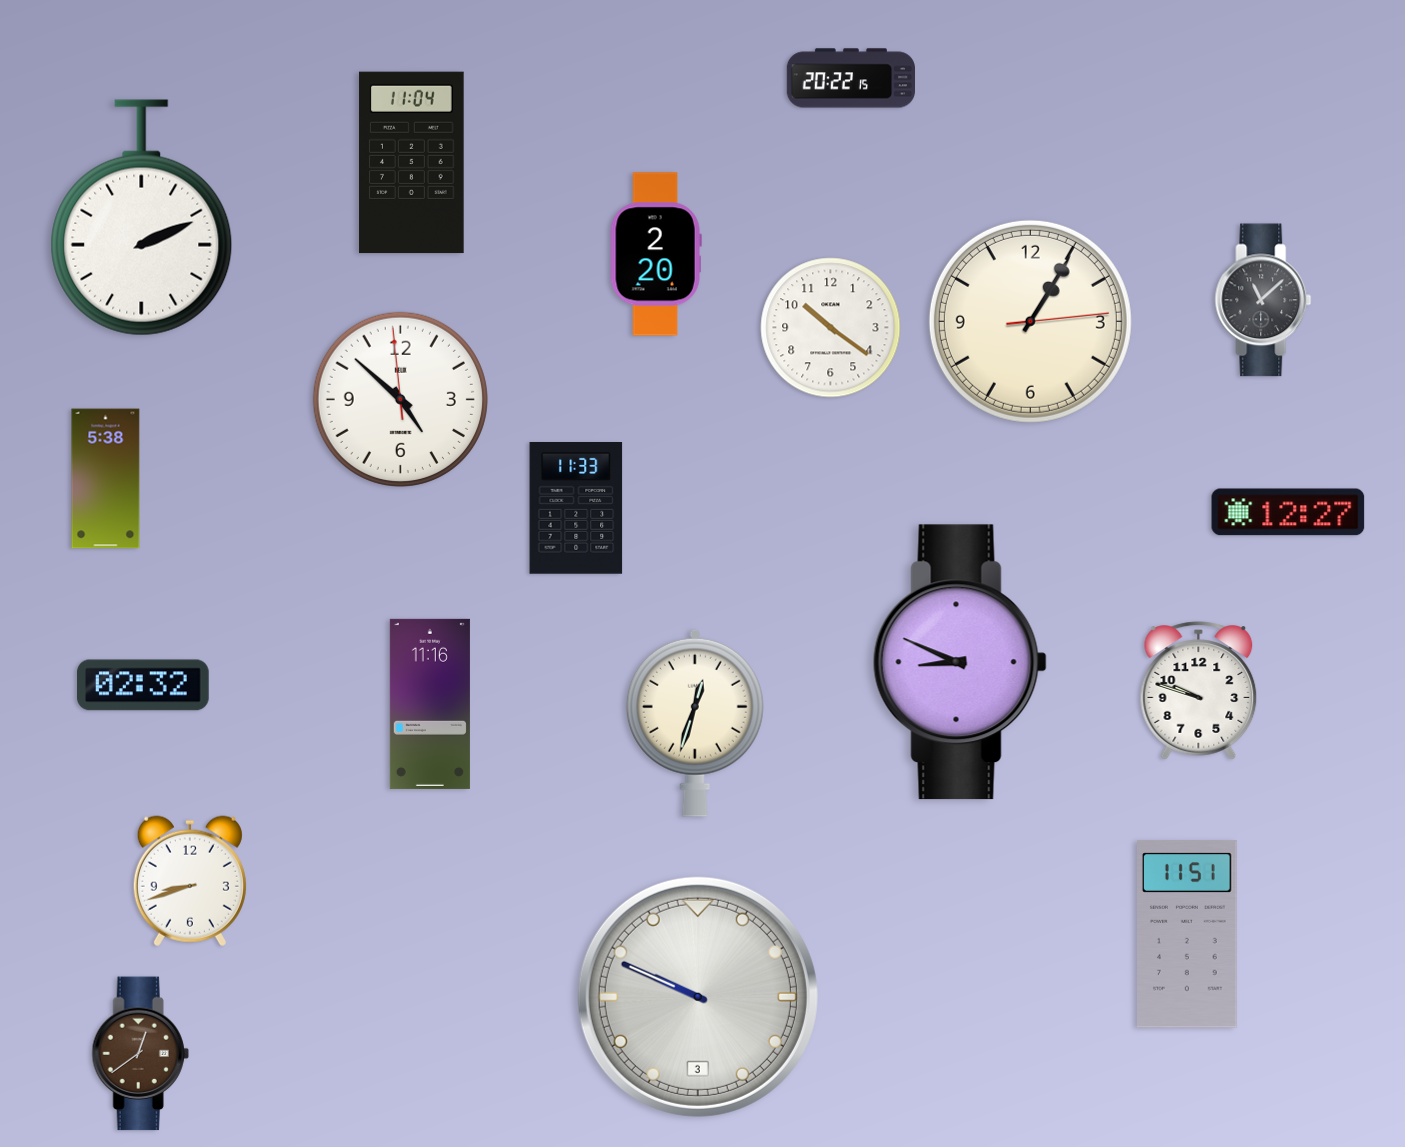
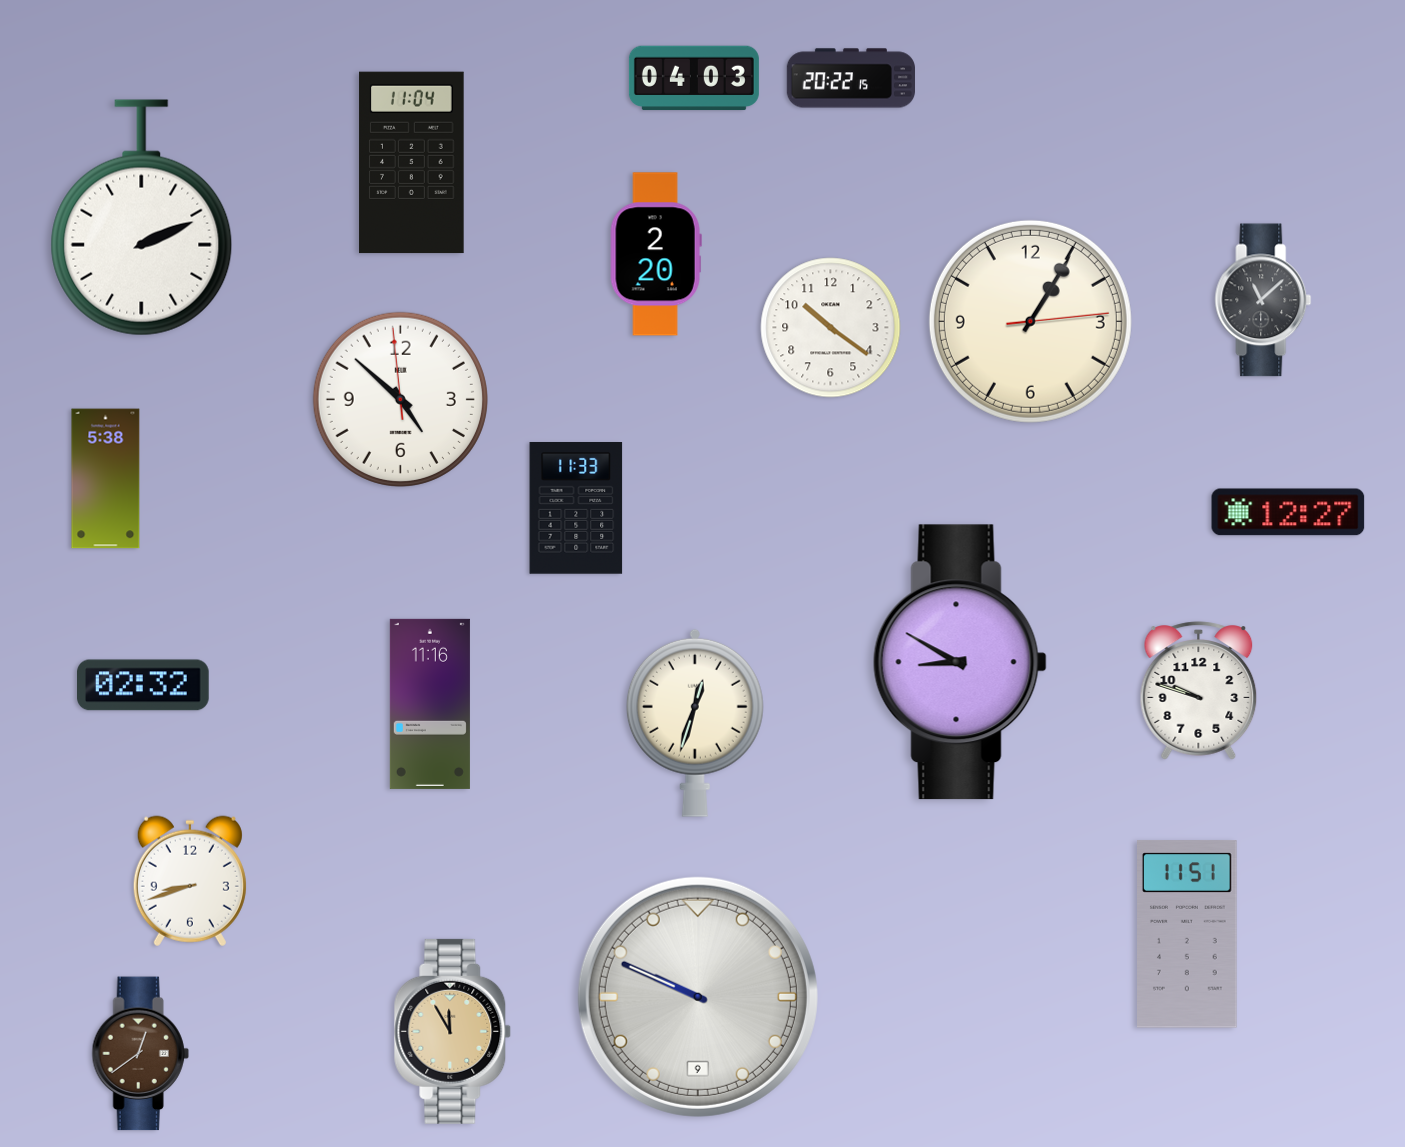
clock at (694, 78): none -> 04:03
clock at (960, 662): 8:49 -> 8:50
clock at (698, 997) date: 3 -> 9
clock at (453, 1031): none -> 11:55
